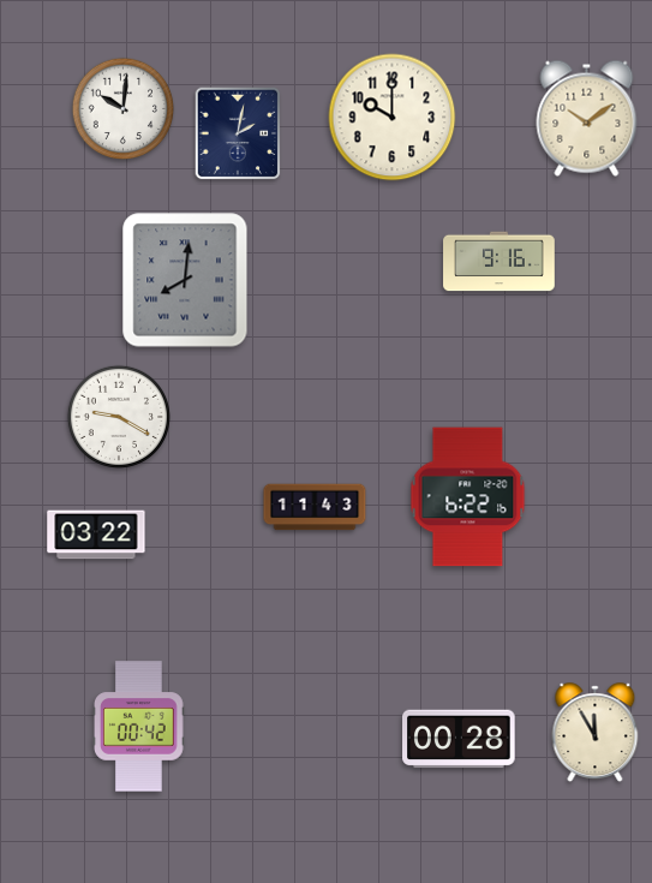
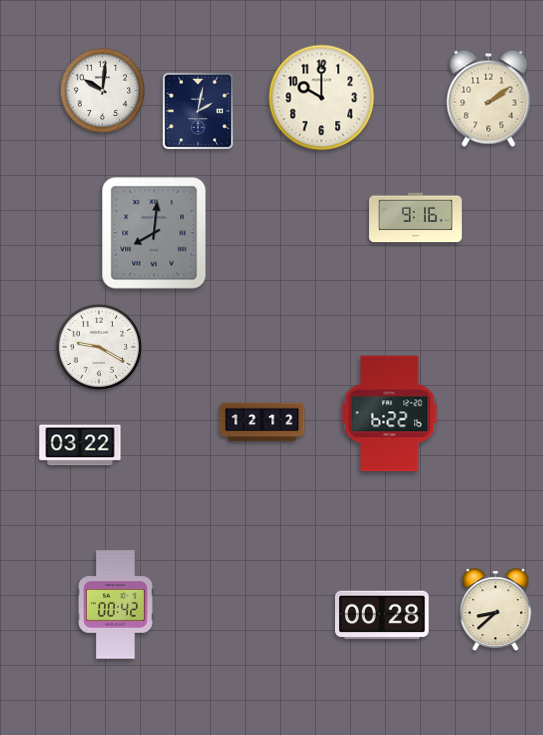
clock at (393, 118) position: (393, 118) -> (322, 98)
clock at (587, 118): 10:09 -> 2:09
clock at (315, 507): 11:43 -> 12:12
clock at (596, 732): 11:55 -> 8:38
